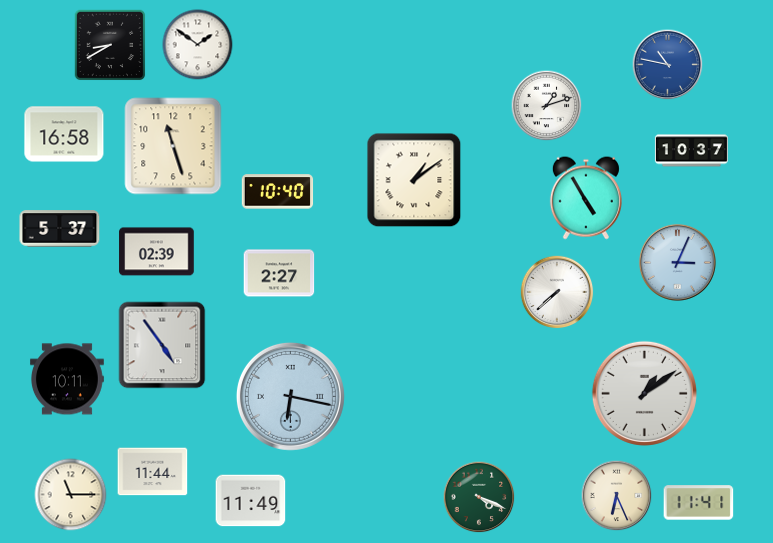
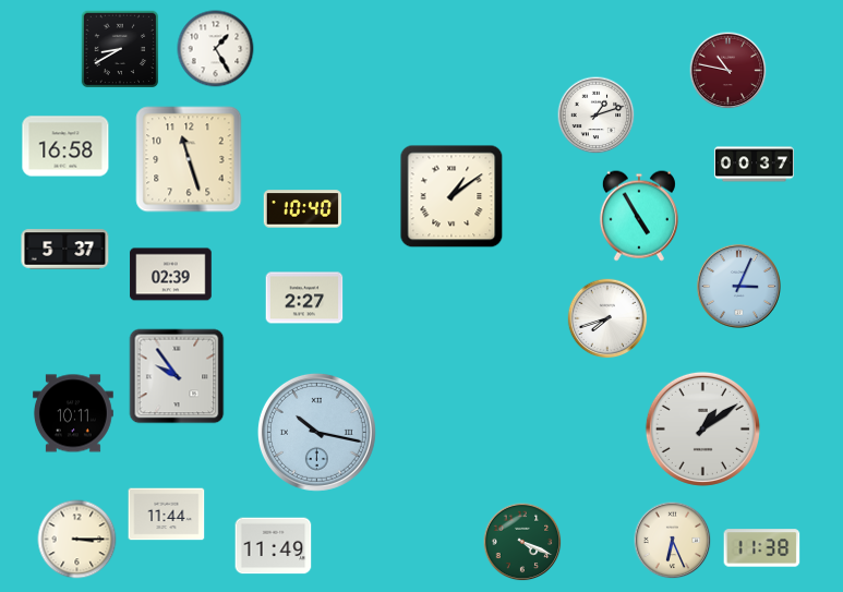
clock at (198, 45): 1:51 -> 1:25
clock at (668, 65) dial: blue -> burgundy
clock at (64, 134) position: (64, 134) -> (65, 146)
clock at (691, 151): 10:37 -> 00:37
clock at (557, 292): 7:38 -> 7:42
clock at (162, 345): 4:54 -> 9:54
clock at (290, 396): 6:17 -> 10:17
clock at (71, 495): 11:15 -> 3:15
clock at (699, 503): 11:41 -> 11:38
